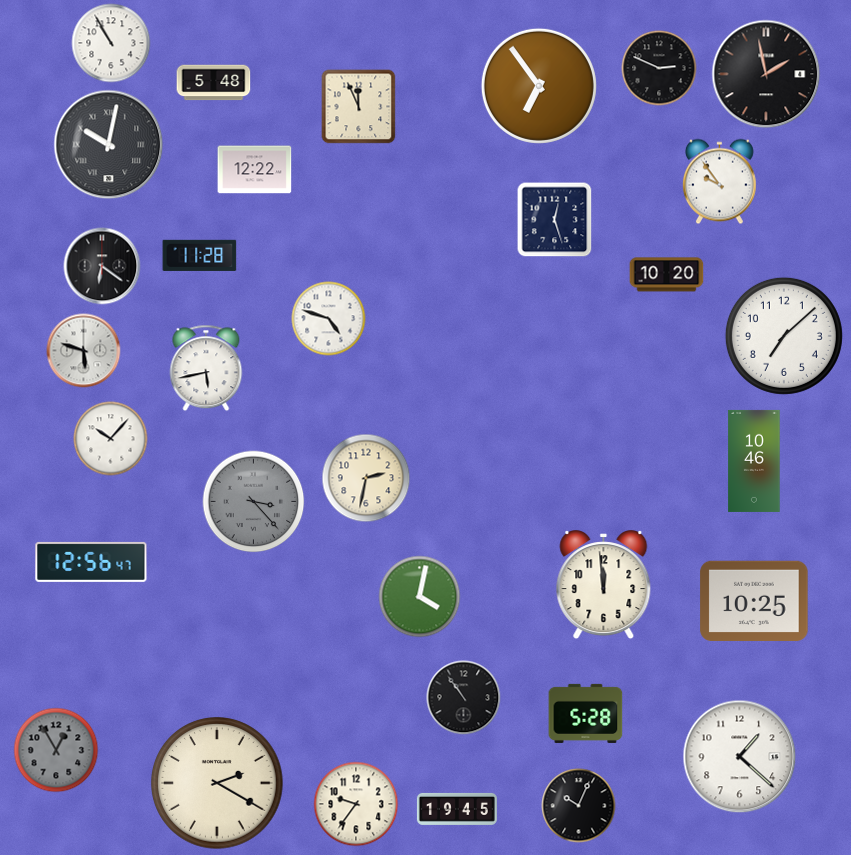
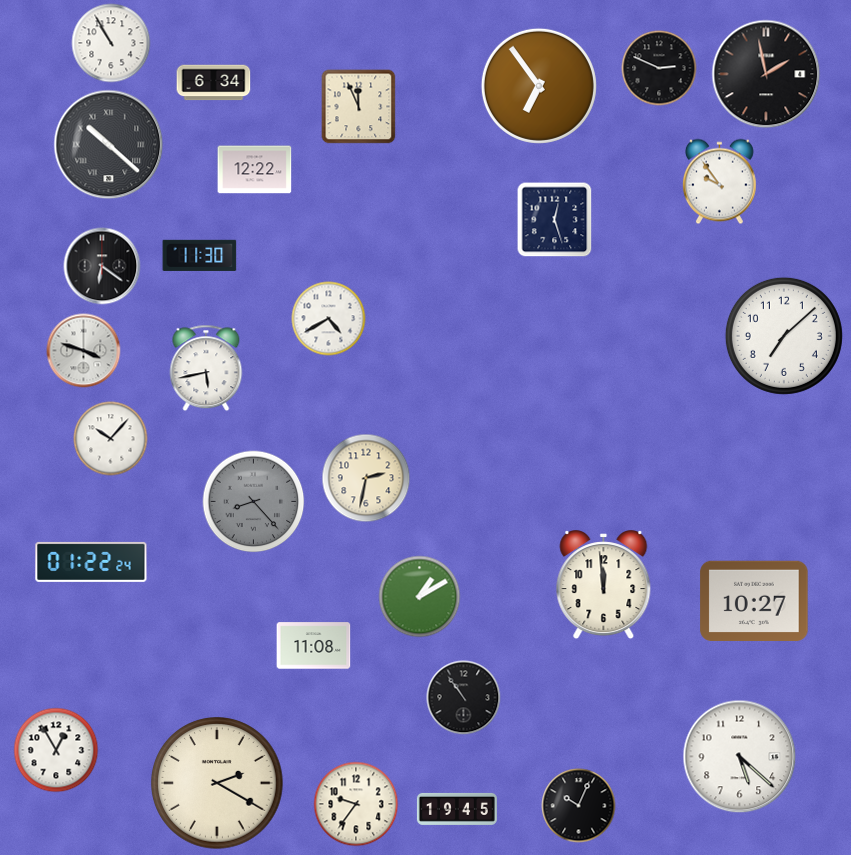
clock at (214, 83): 5:48 -> 6:34
clock at (109, 145): 10:02 -> 10:22
clock at (200, 255): 11:28 -> 11:30
clock at (667, 275): 10:20 -> none
clock at (329, 319): 4:48 -> 4:40
clock at (84, 351): 5:48 -> 3:48
clock at (754, 461): 10:46 -> none
clock at (254, 502): 3:23 -> 8:23
clock at (91, 562): 12:56 -> 01:22
clock at (420, 597): 4:02 -> 1:10
clock at (754, 601): 10:25 -> 10:27
clock at (314, 646): none -> 11:08
clock at (586, 713): 5:28 -> none
clock at (56, 750) dial: grey -> white
clock at (740, 757): 1:22 -> 5:22
